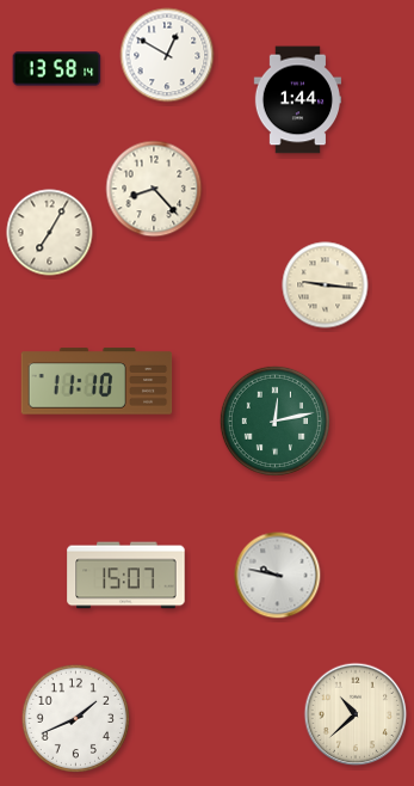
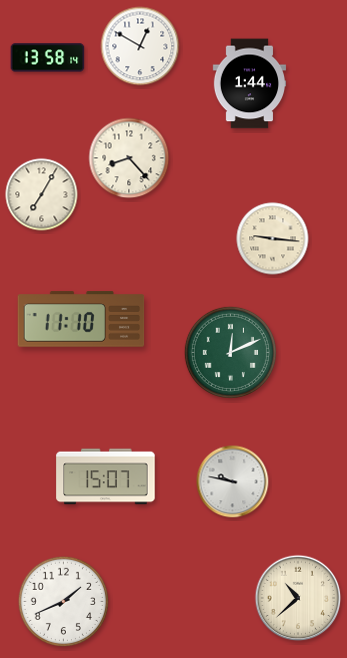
clock at (274, 420): 12:13 -> 12:11
clock at (126, 576) position: (126, 576) -> (106, 477)
